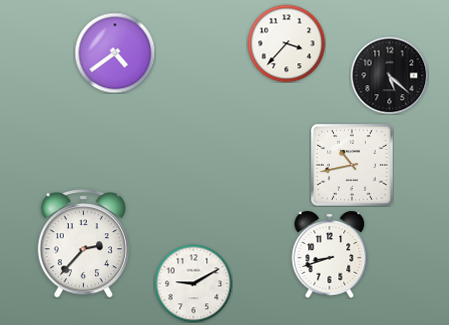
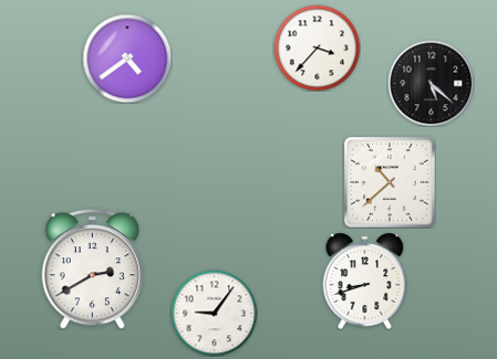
clock at (352, 165): 10:43 -> 10:38
clock at (83, 244): 2:37 -> 2:40
clock at (193, 283): 9:10 -> 9:06
